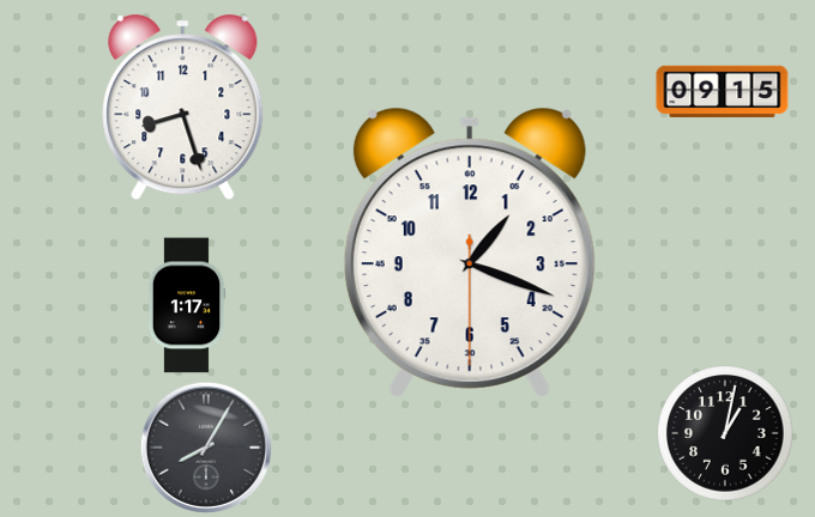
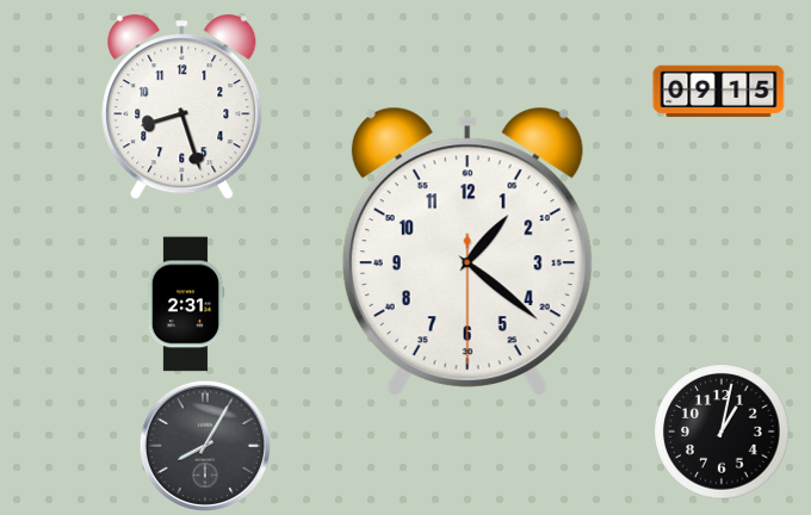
clock at (470, 253): 1:18 -> 1:21
clock at (187, 305): 1:17 -> 2:31
